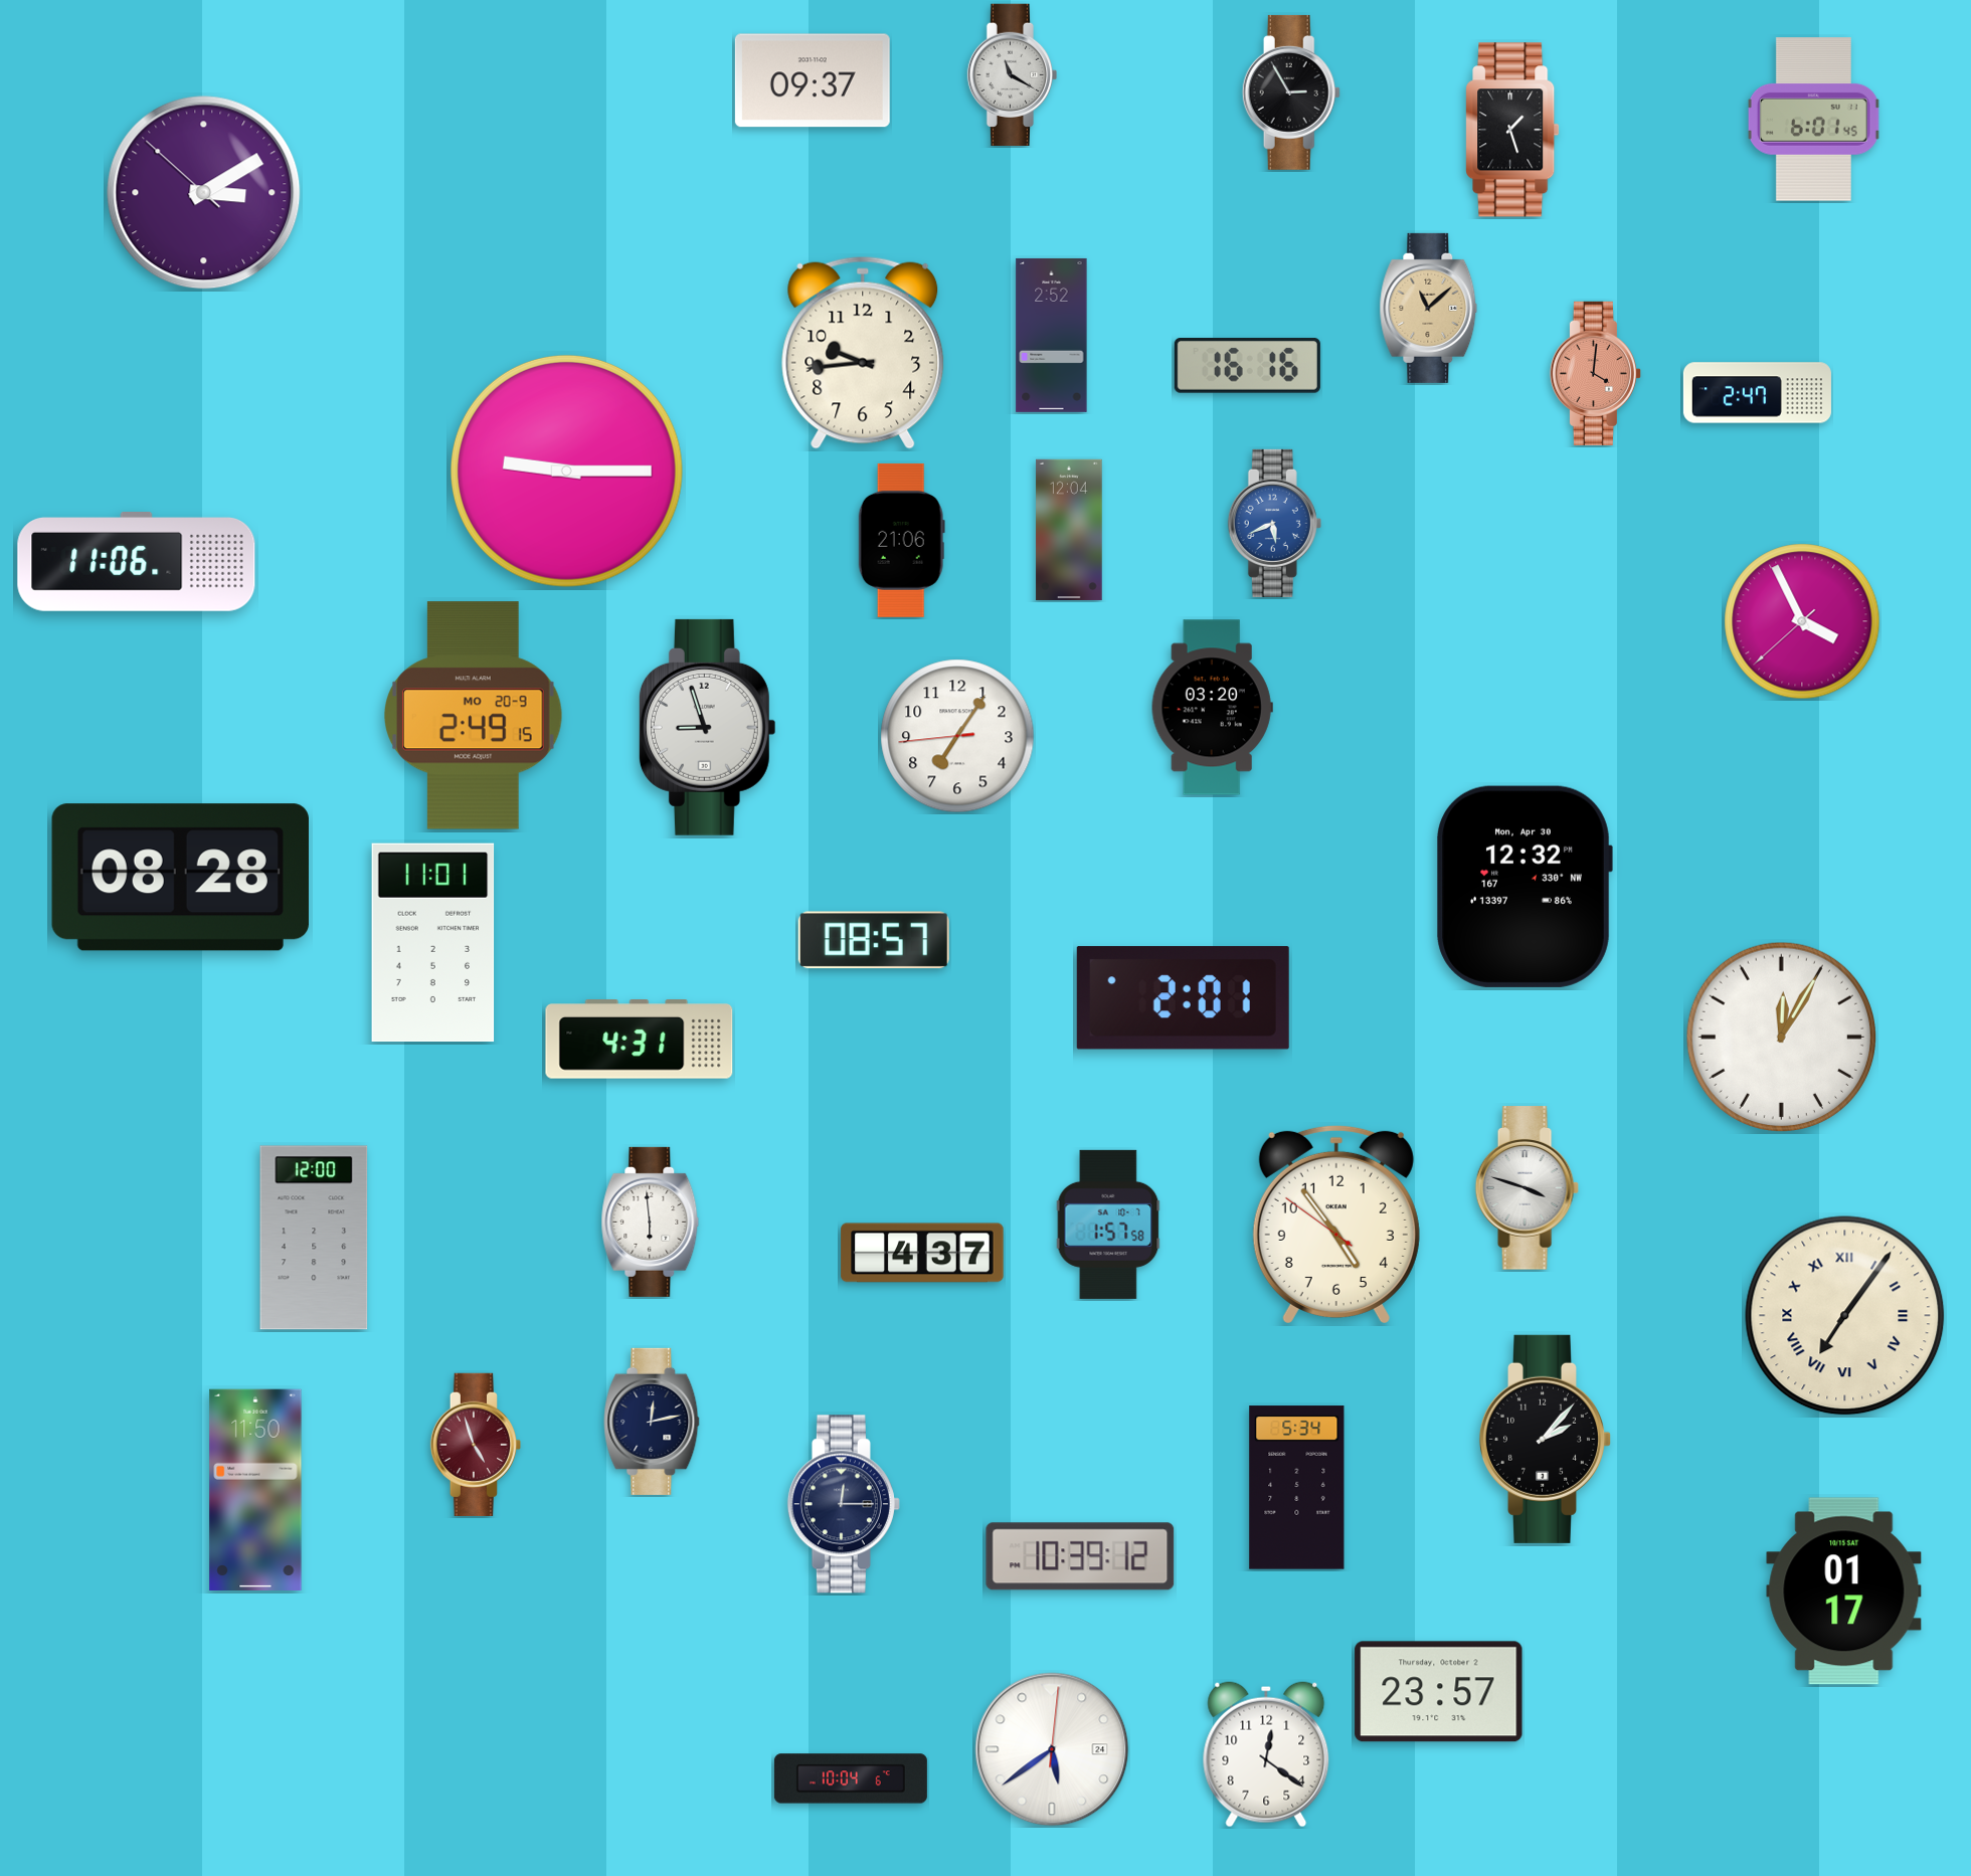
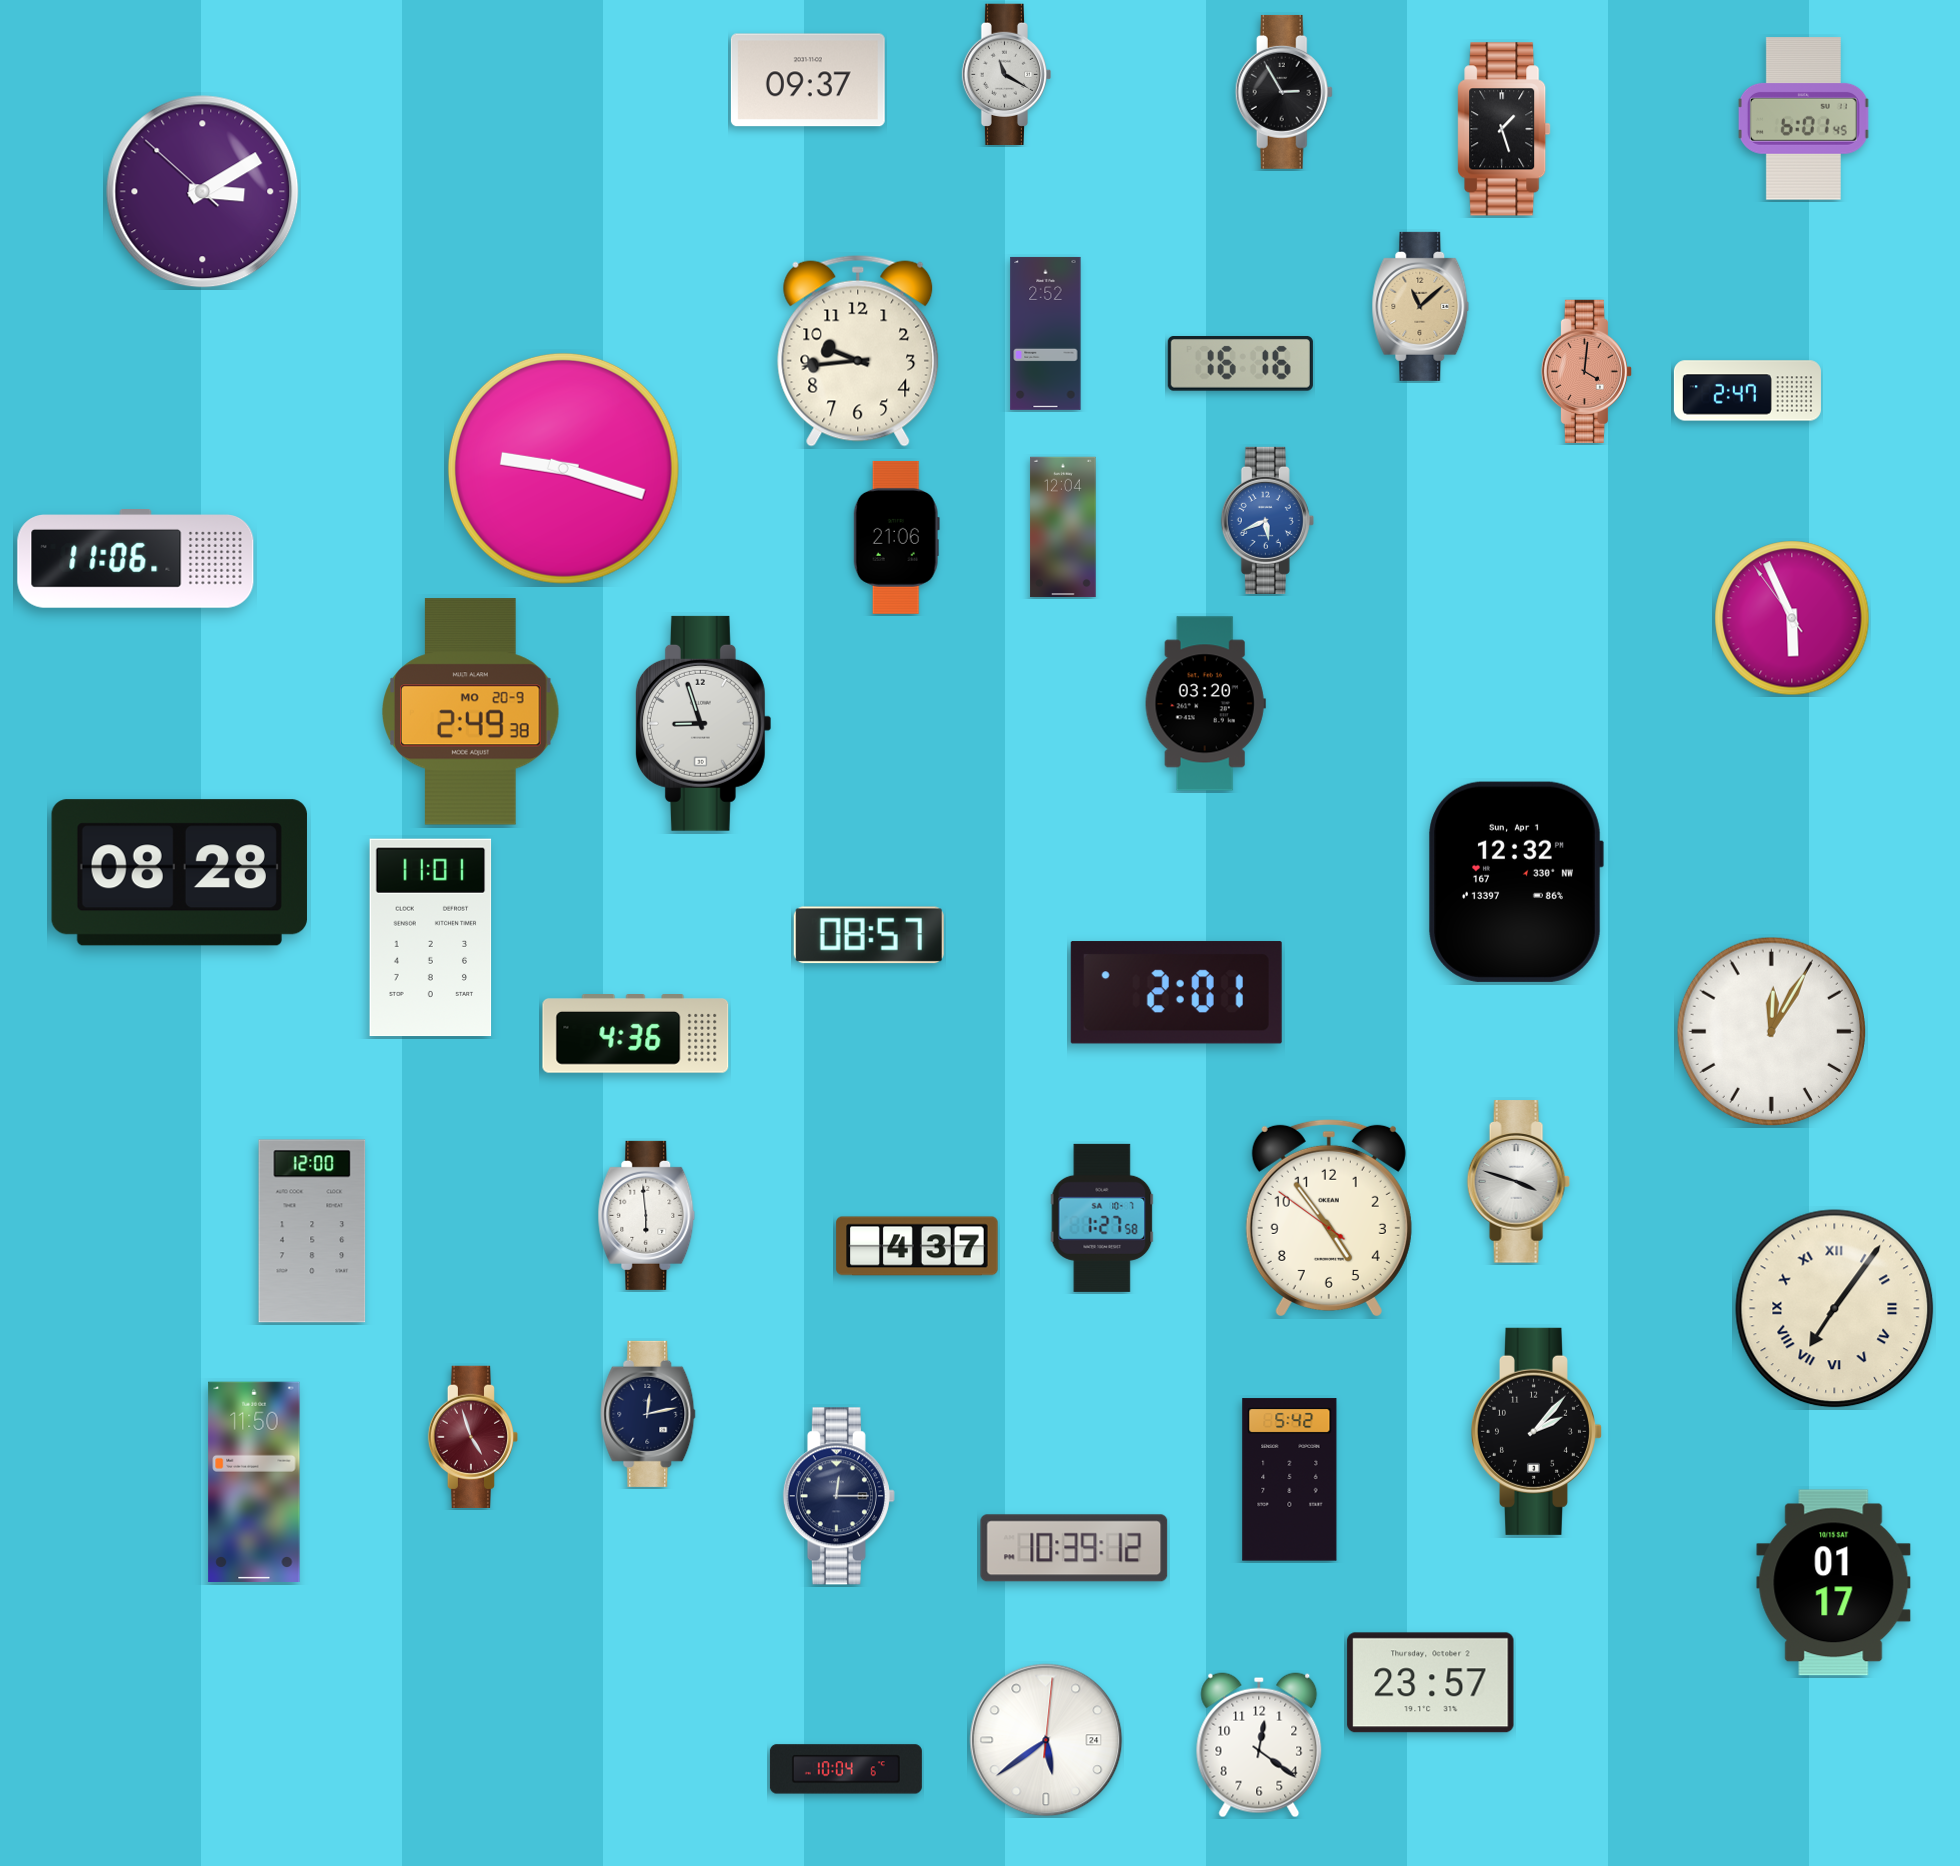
clock at (566, 471): 9:15 -> 9:18
clock at (1802, 621): 3:55 -> 5:55
clock at (474, 716): 2:49:15 -> 2:49:38
clock at (957, 736): 7:05 -> none
clock at (1525, 887) date: Mon, Apr 30 -> Sun, Apr 1
clock at (640, 1040): 4:31 -> 4:36
clock at (1108, 1225): 1:57 -> 1:27
clock at (1297, 1488): 5:34 -> 5:42
